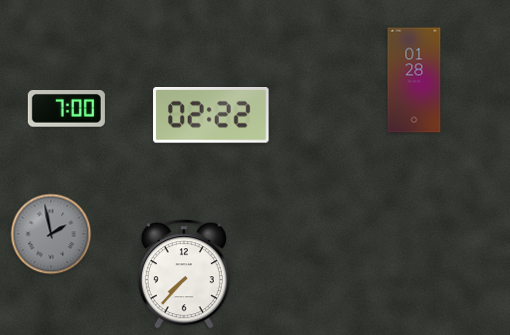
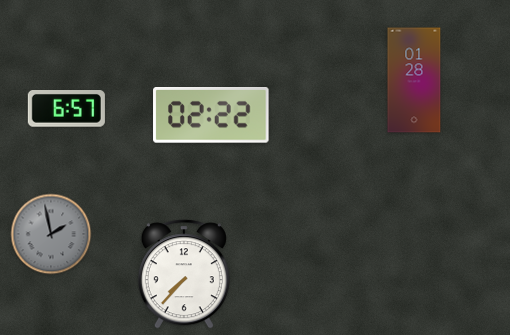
clock at (66, 109): 7:00 -> 6:57
